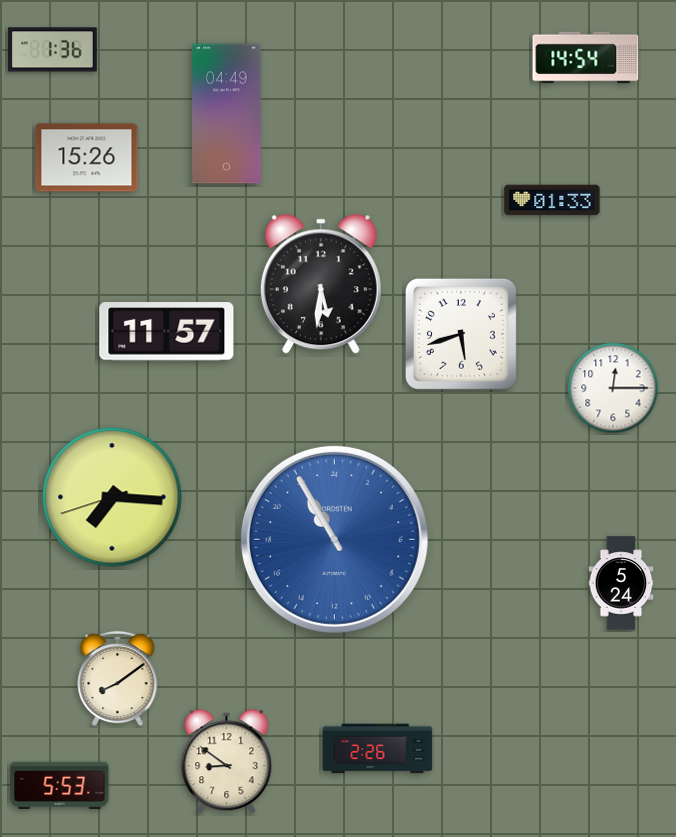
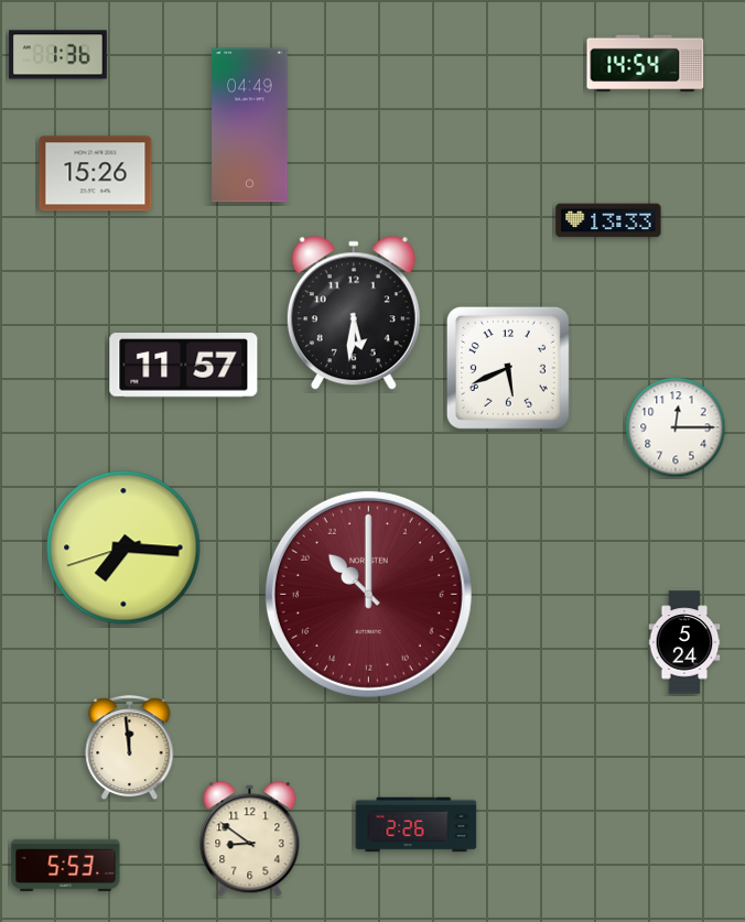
clock at (552, 200): 01:33 -> 13:33
clock at (461, 334): 5:42 -> 5:41
clock at (334, 539): 21:55 -> 21:00
clock at (334, 539) dial: blue -> burgundy
clock at (118, 679): 8:09 -> 11:59
